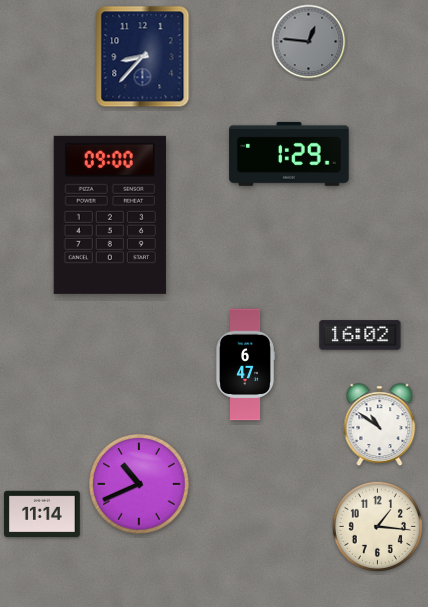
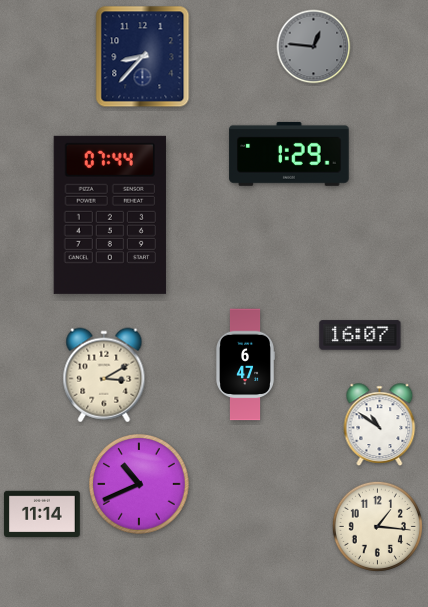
clock at (309, 42) position: (309, 42) -> (314, 47)
clock at (110, 215): 09:00 -> 07:44
clock at (360, 335): 16:02 -> 16:07
clock at (104, 375): none -> 3:10
